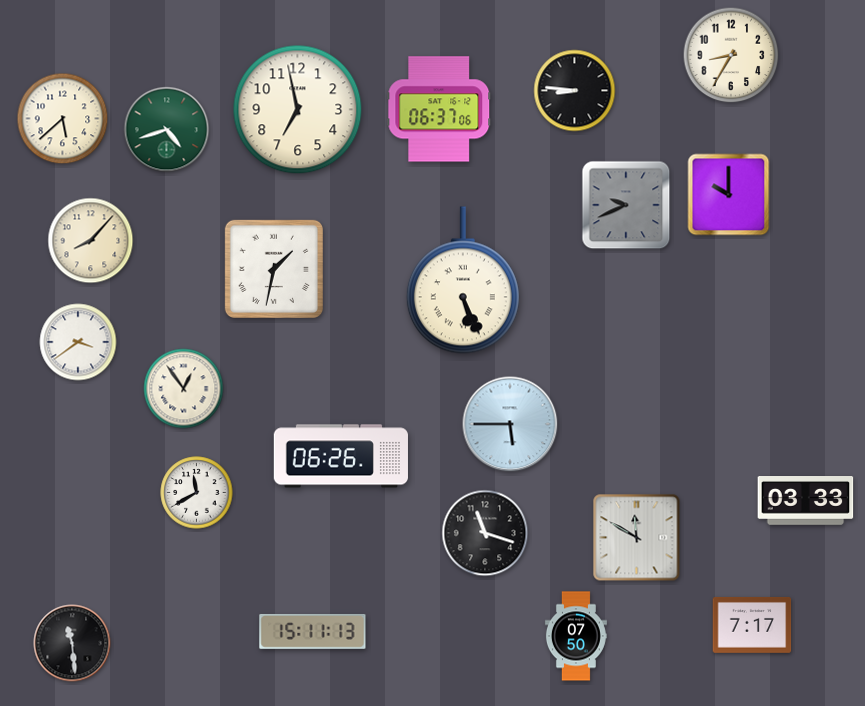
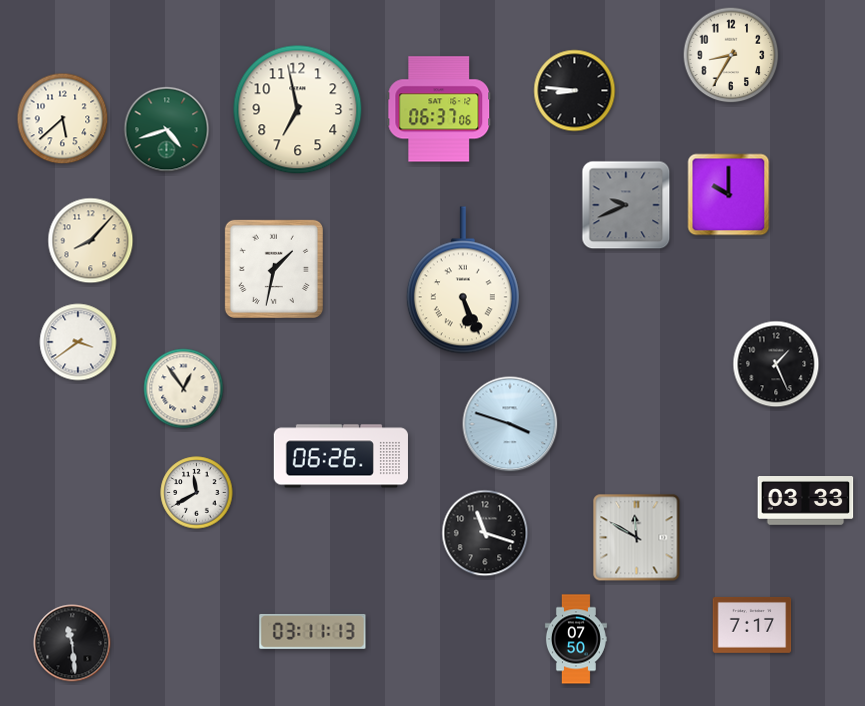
clock at (776, 364): none -> 1:26
clock at (510, 424): 5:45 -> 3:48
clock at (313, 631): 15:11 -> 03:11
clock at (576, 636) position: (576, 636) -> (576, 639)
